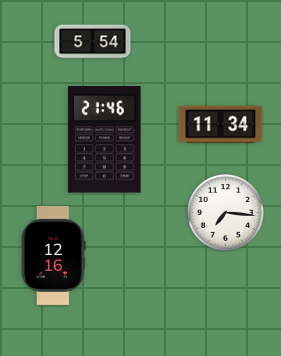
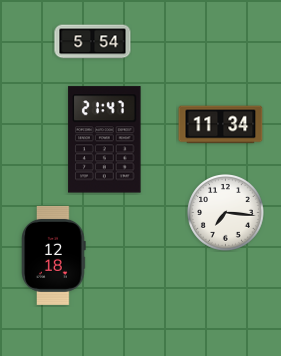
clock at (105, 140): 21:46 -> 21:47
clock at (54, 255): 12:16 -> 12:18
